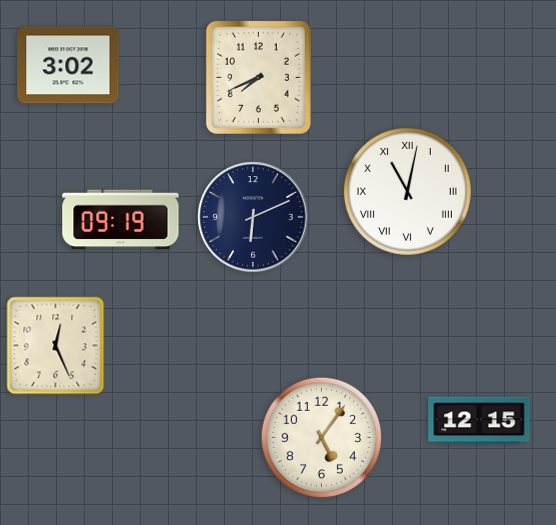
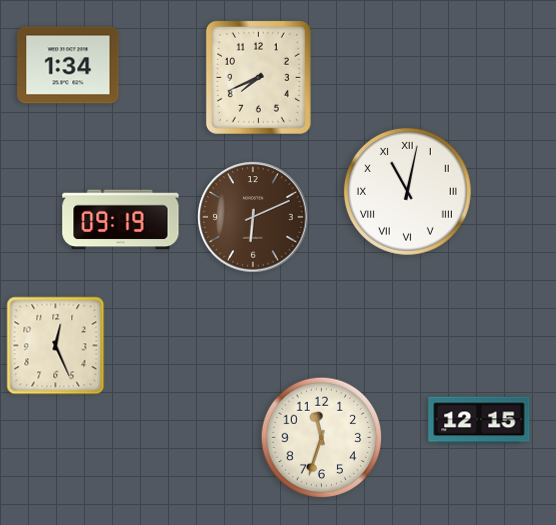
clock at (68, 65): 3:02 -> 1:34
clock at (253, 217) dial: navy -> brown
clock at (322, 438): 5:06 -> 11:33
